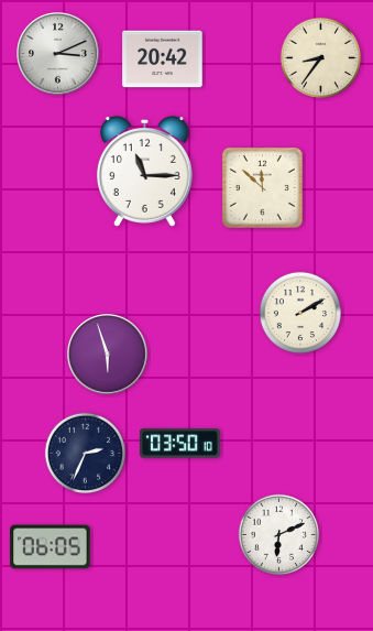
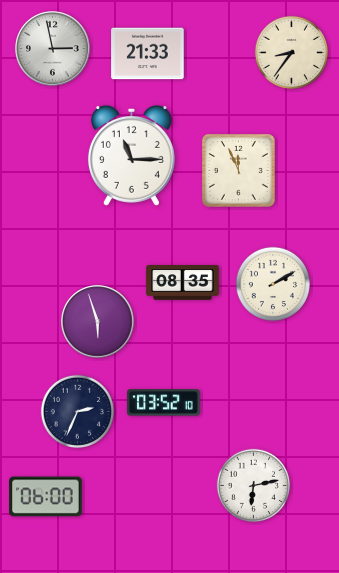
clock at (58, 54): 3:11 -> 2:58
clock at (163, 59): 20:42 -> 21:33
clock at (262, 187): 11:52 -> 11:56
clock at (183, 283): none -> 08:35
clock at (180, 444): 03:50 -> 03:52
clock at (278, 534): 6:11 -> 6:13
clock at (51, 547): 06:05 -> 06:00
